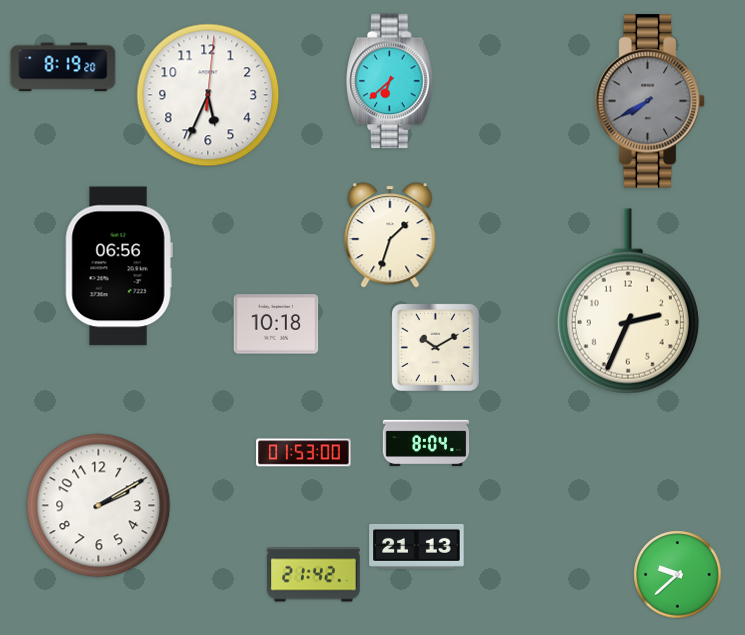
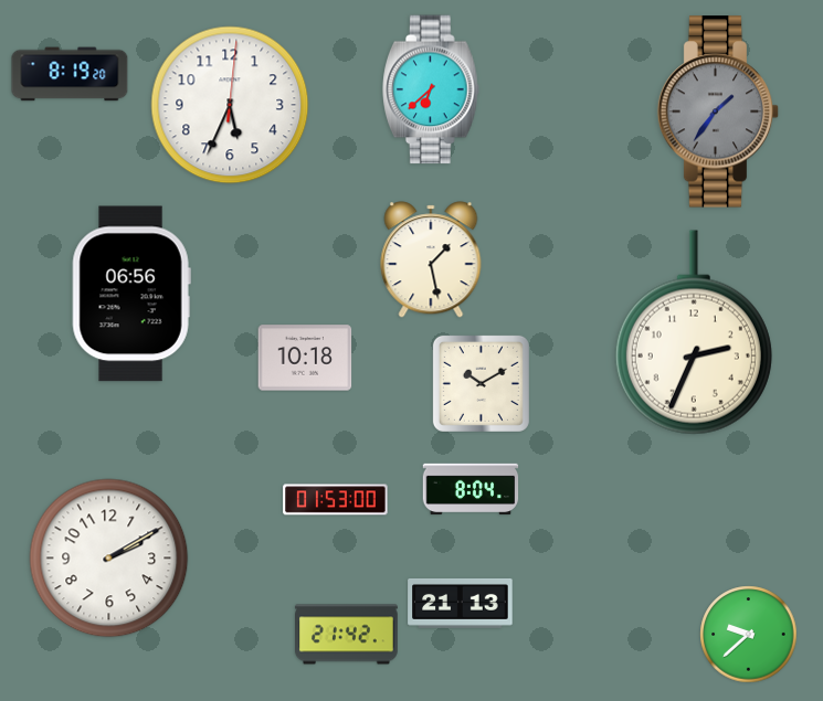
clock at (650, 101): 7:40 -> 1:36
clock at (390, 235): 1:33 -> 1:28
